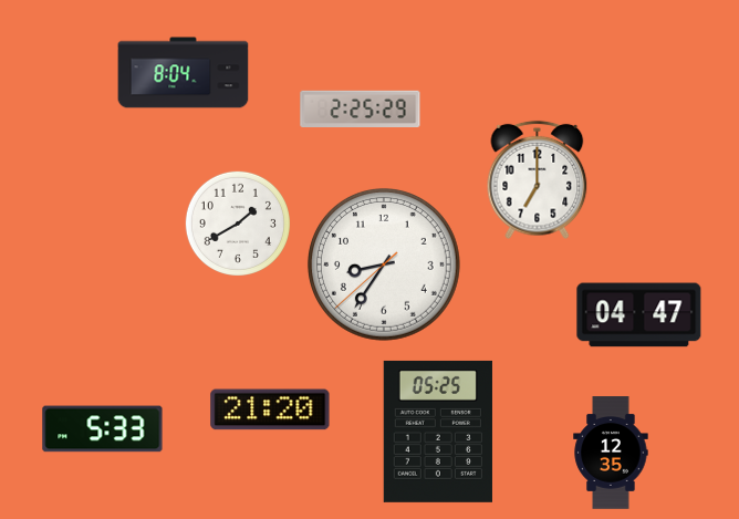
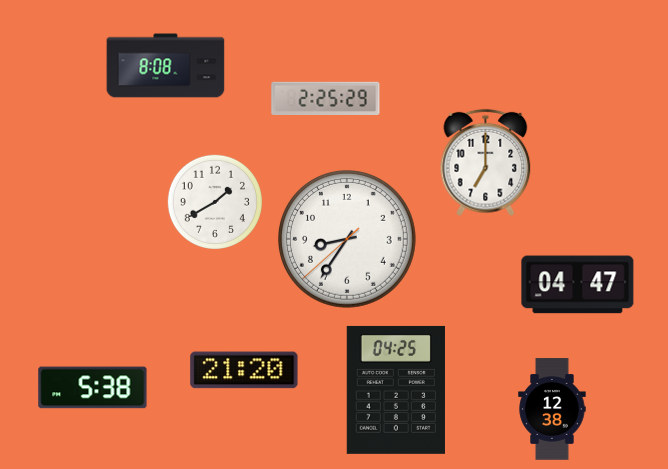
clock at (184, 73): 8:04 -> 8:08
clock at (103, 429): 5:33 -> 5:38
clock at (438, 432): 05:25 -> 04:25
clock at (611, 453): 12:35 -> 12:38
